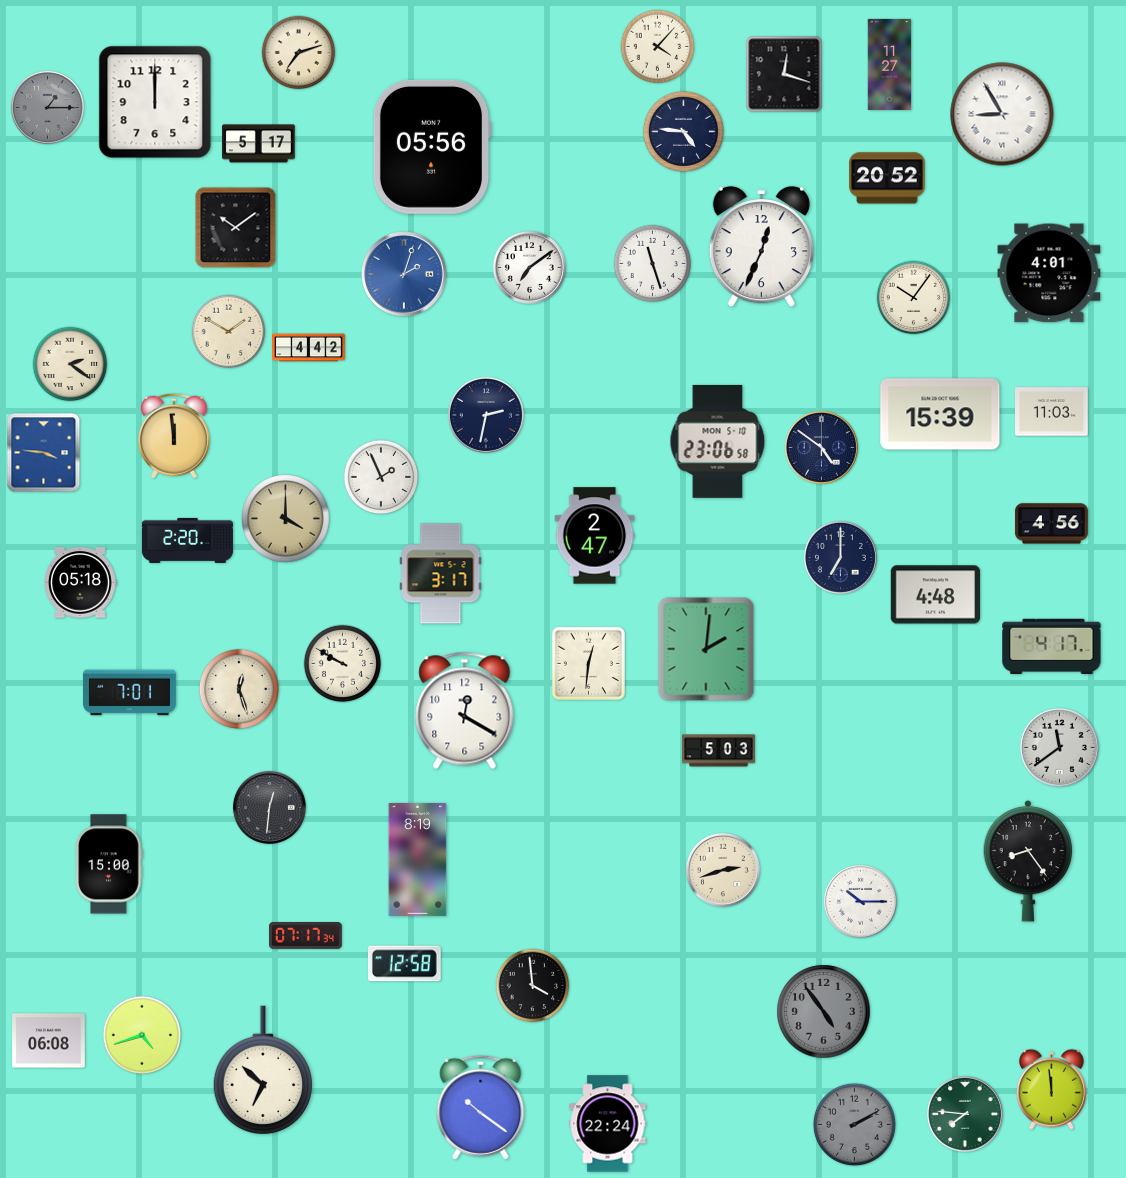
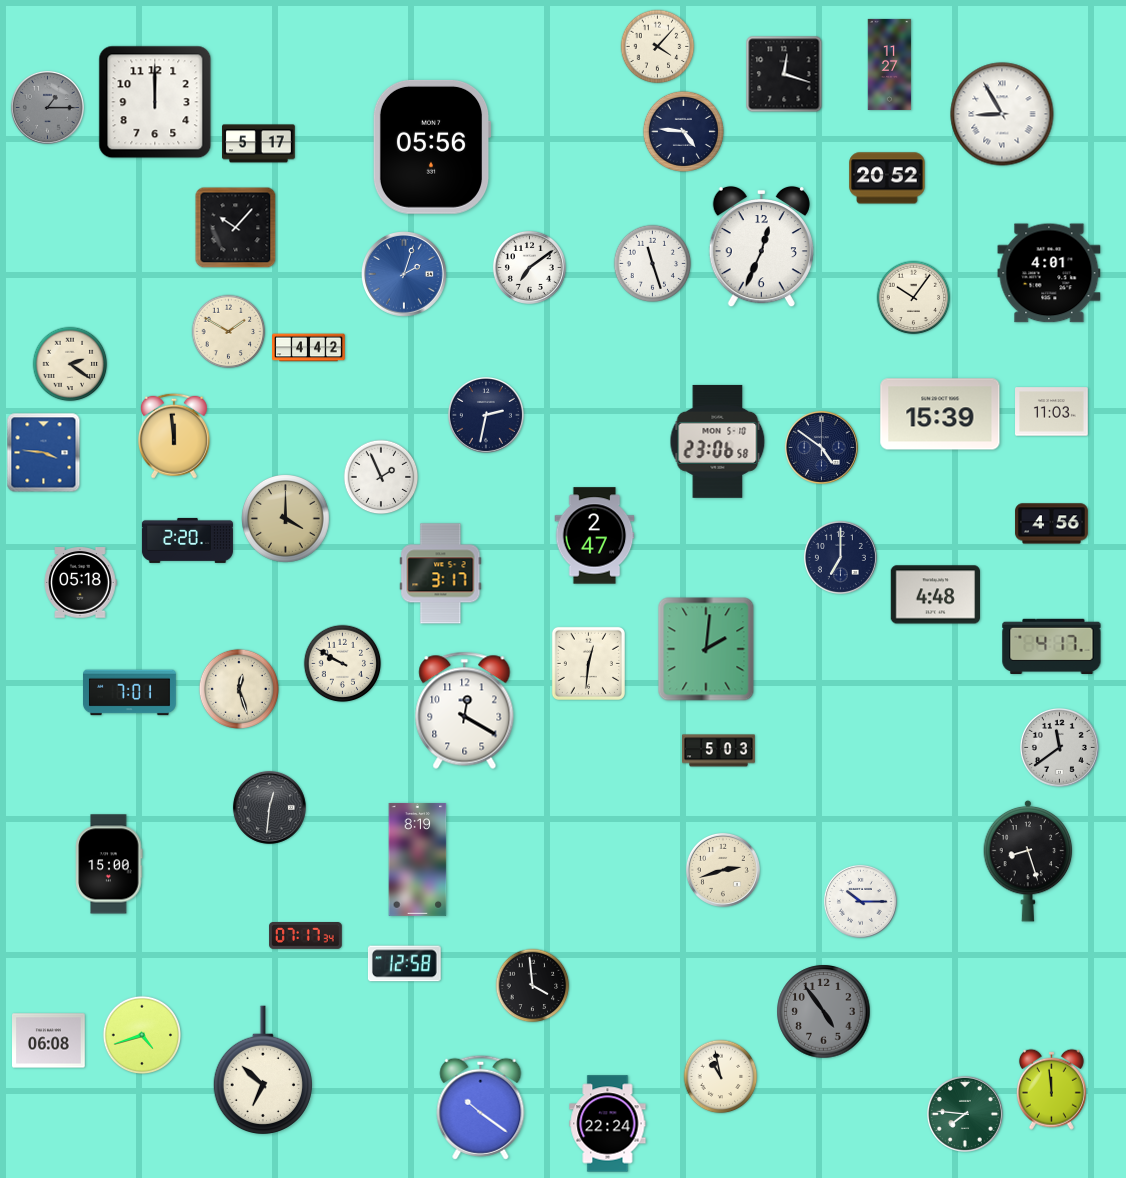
clock at (299, 53): 7:12 -> none
clock at (236, 228): 10:09 -> 10:07
clock at (1028, 861): 8:24 -> 8:27
clock at (721, 1077): none -> 10:58
clock at (854, 1124): 2:10 -> none
